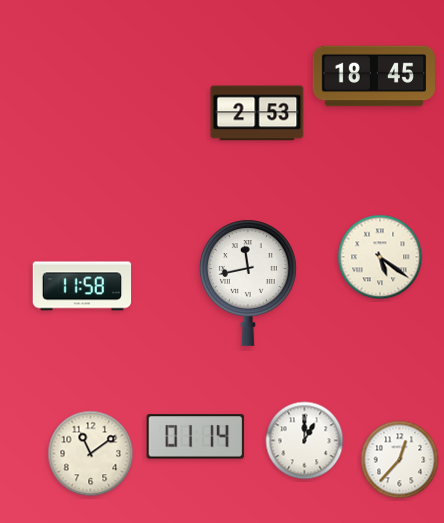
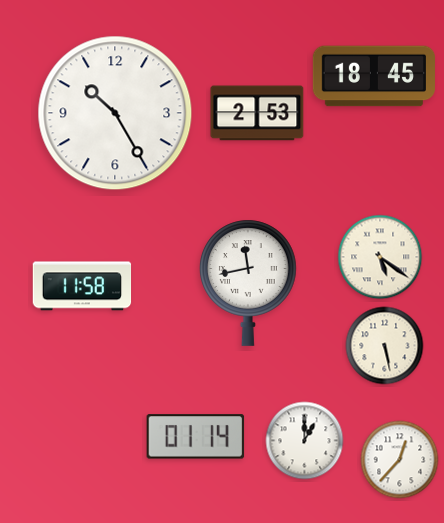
clock at (115, 113): none -> 10:25
clock at (385, 346): none -> 5:28
clock at (91, 454): 11:09 -> none
